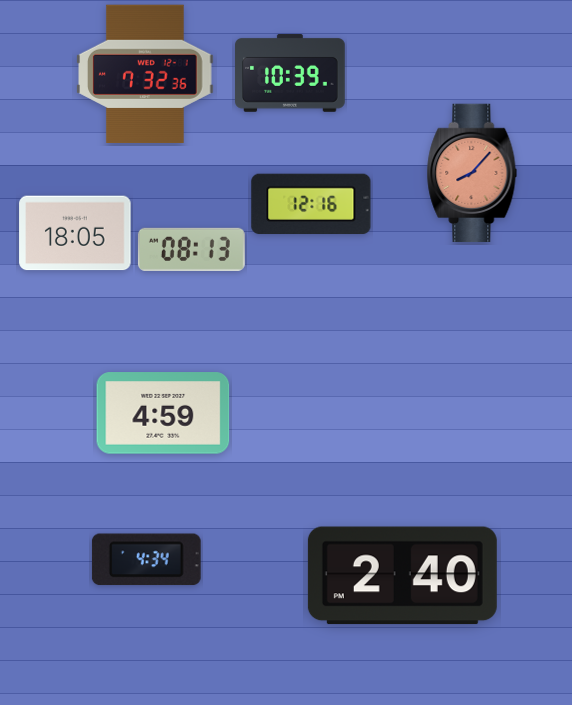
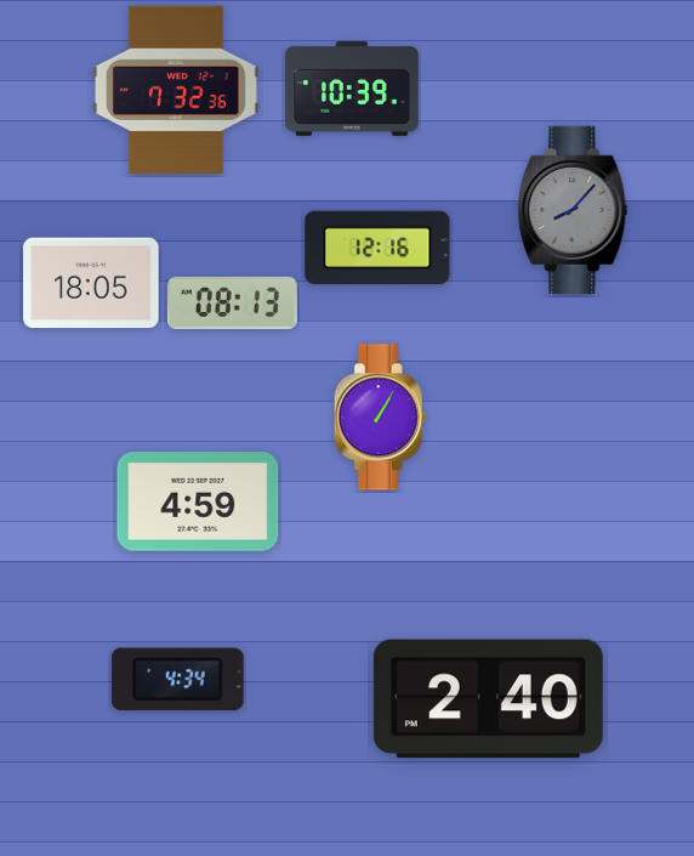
clock at (472, 173) dial: salmon -> grey
clock at (380, 418): none -> 1:05
